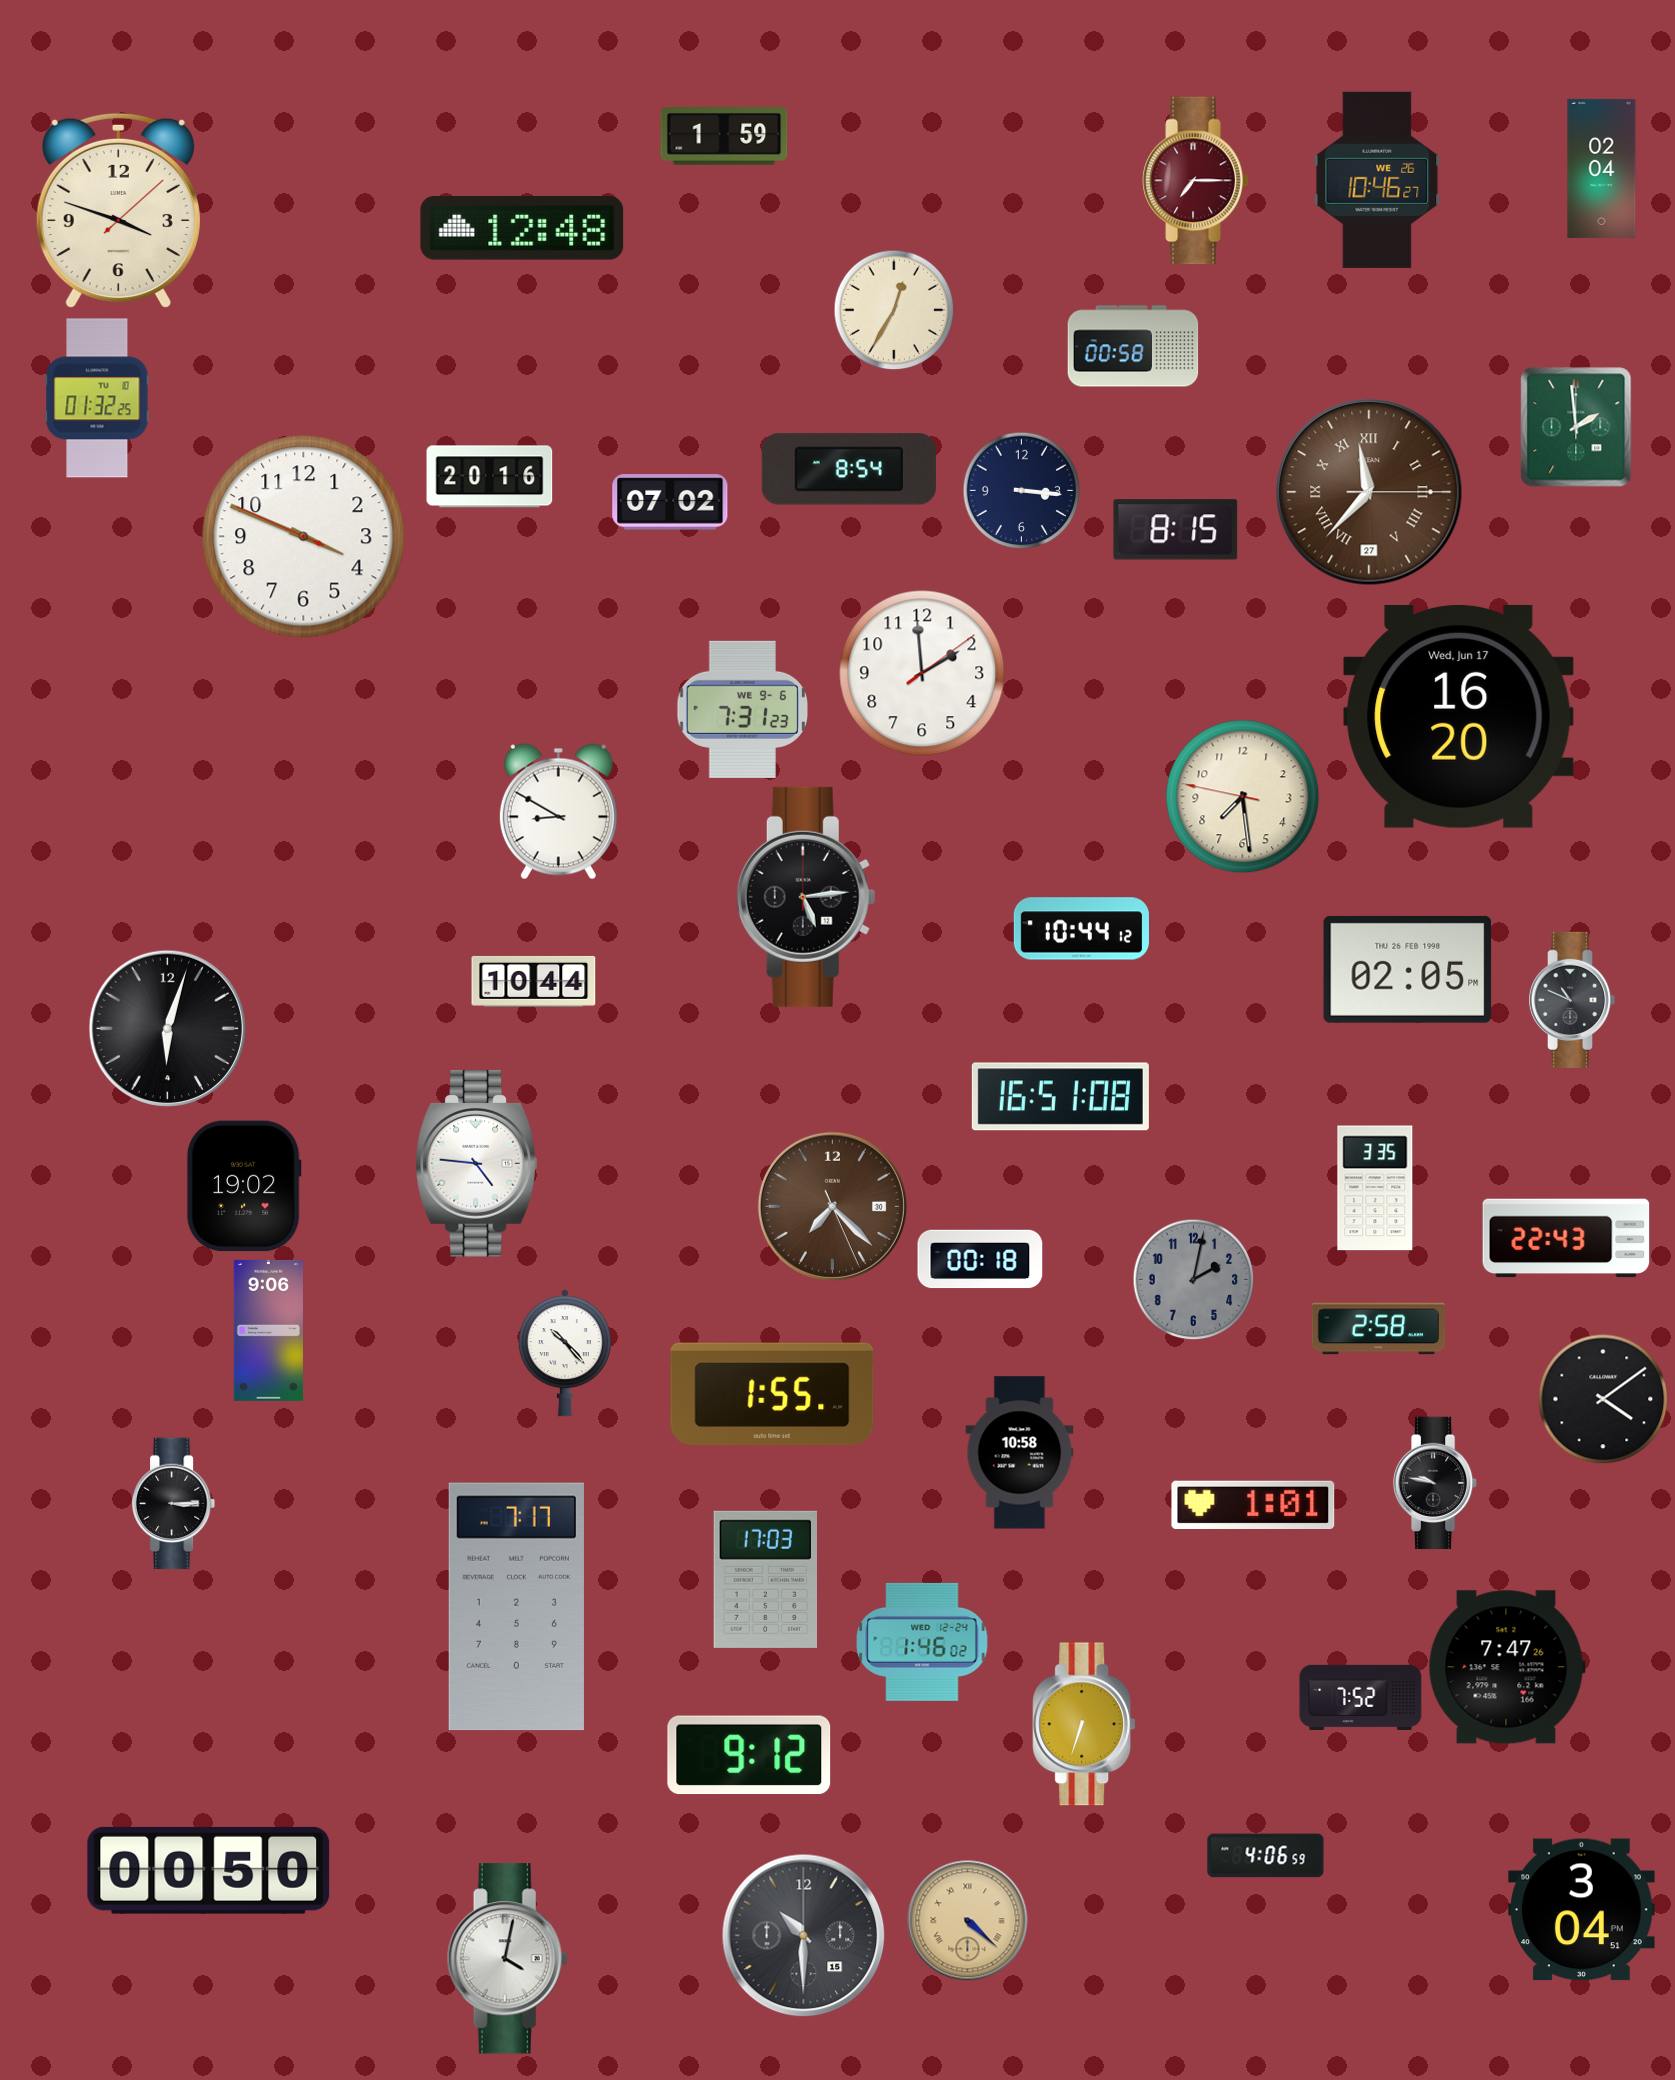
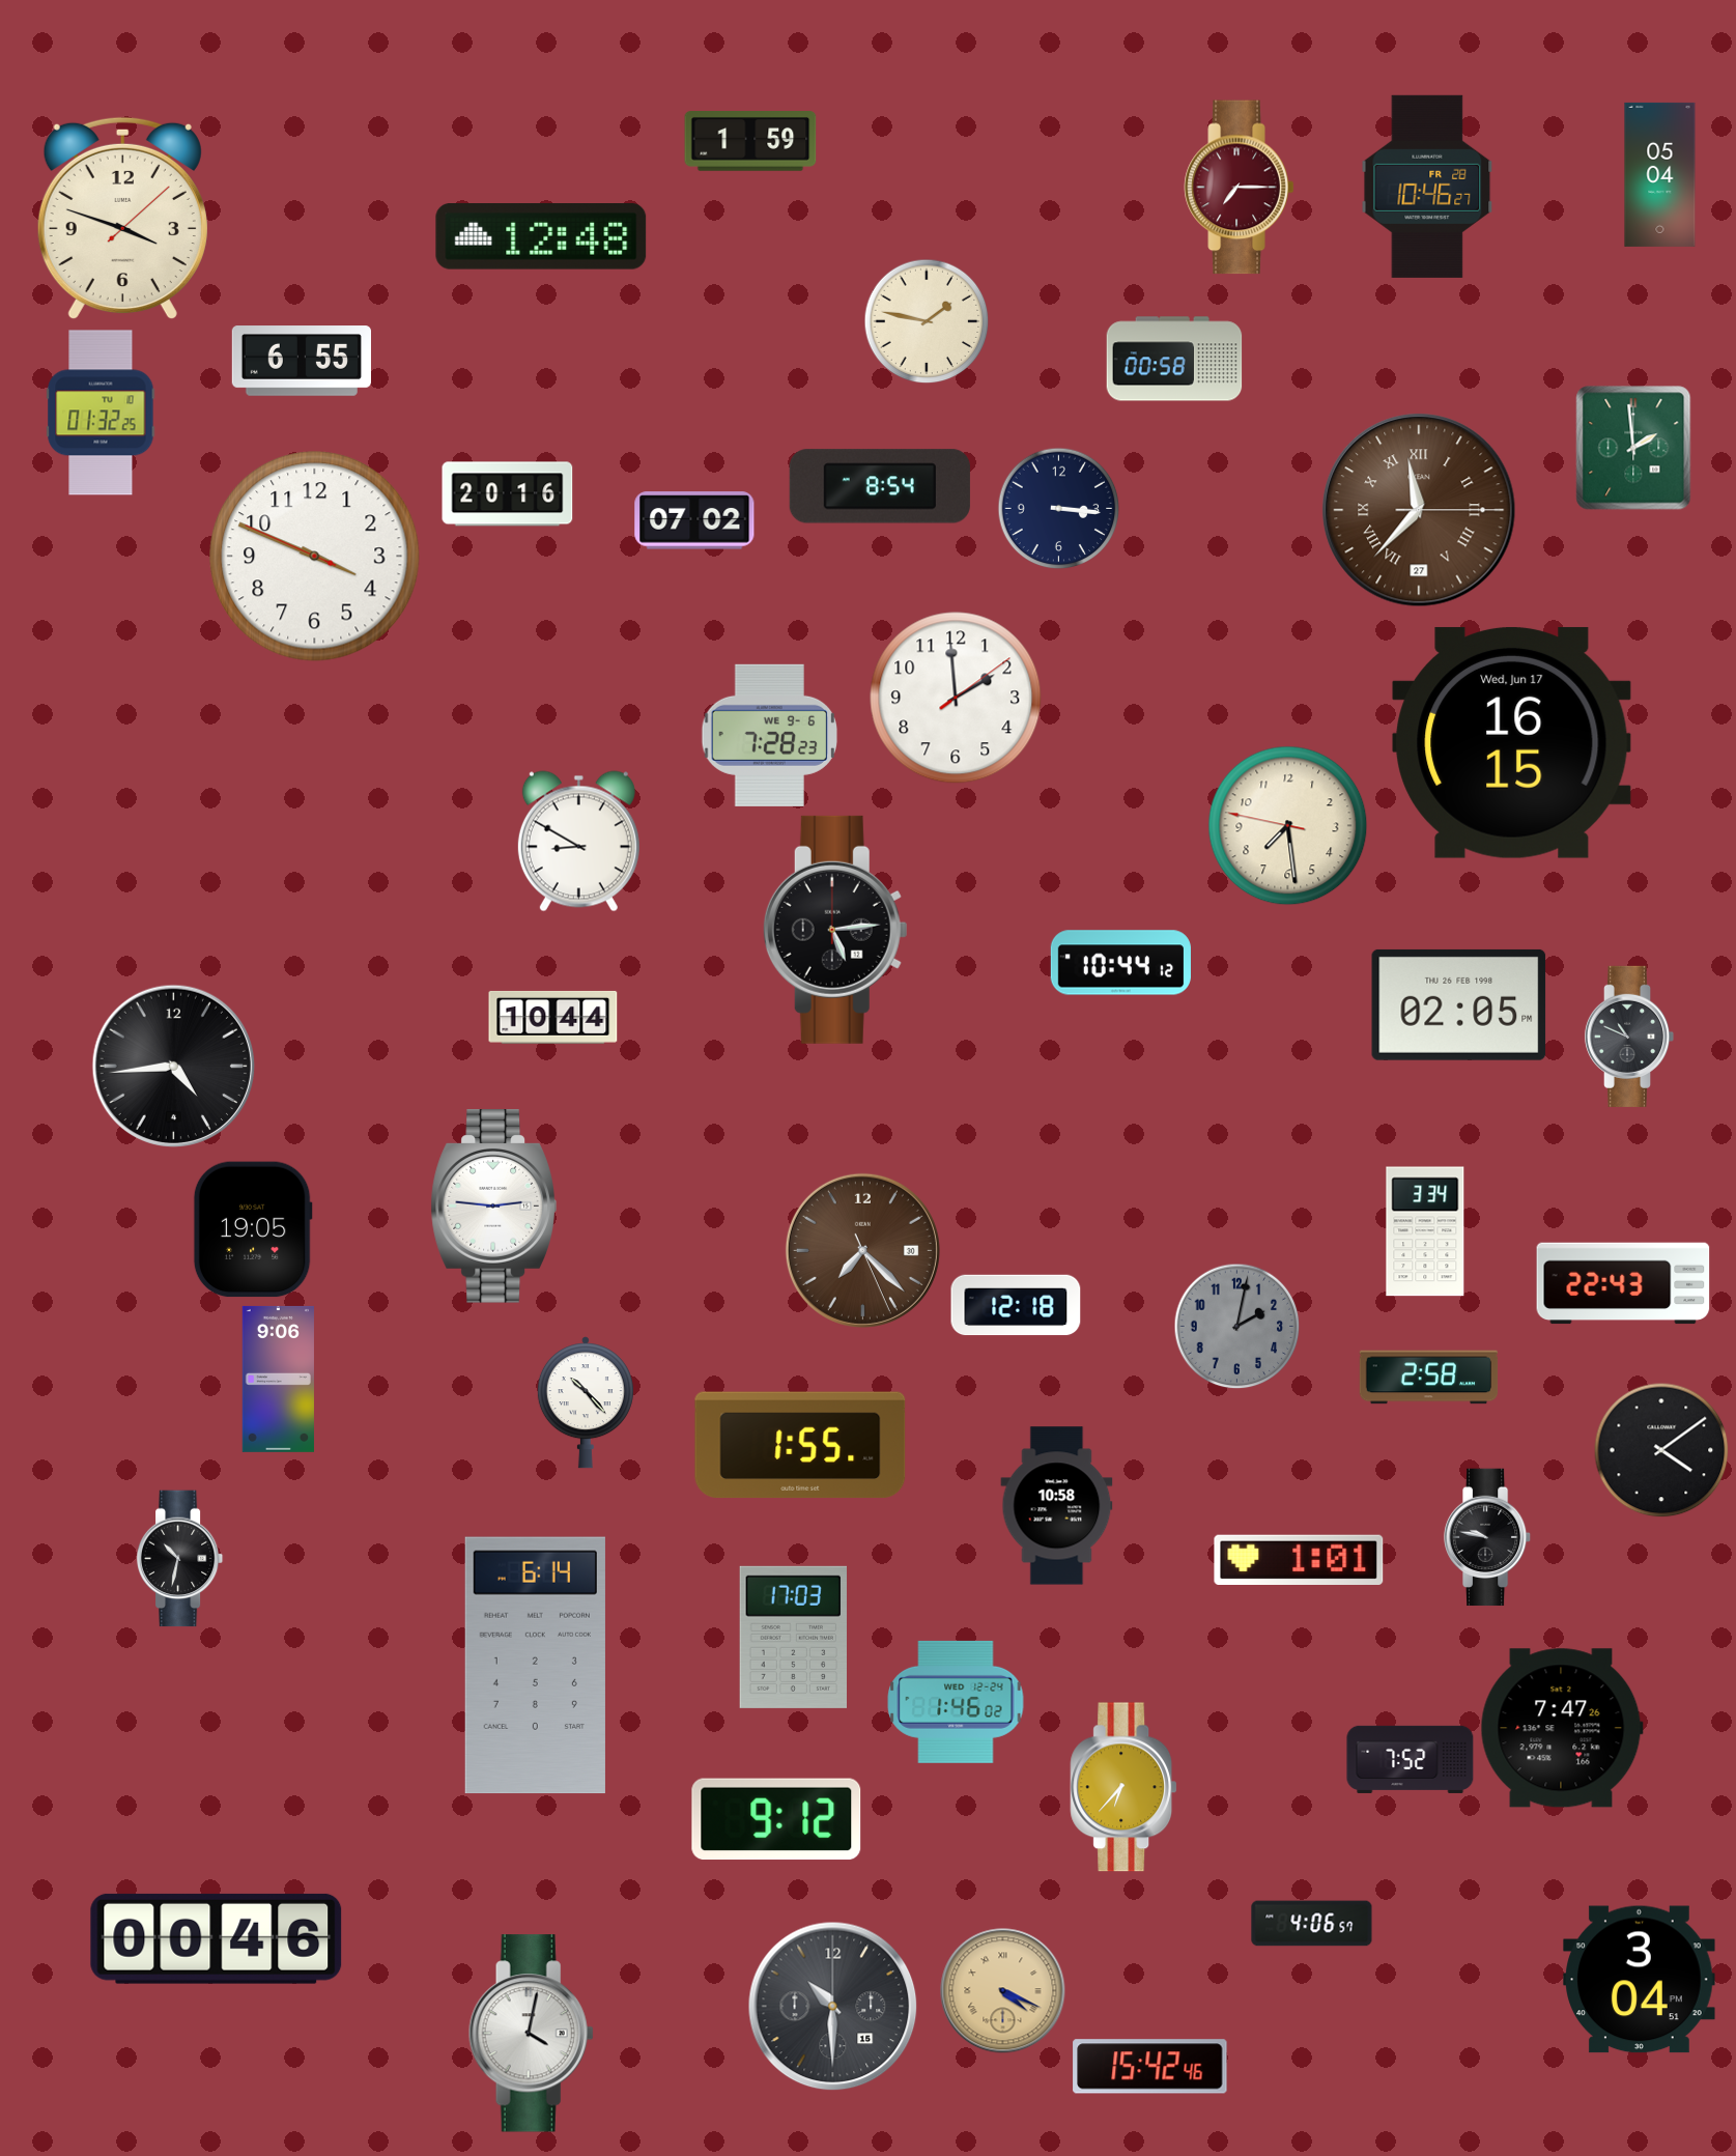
clock at (1602, 168): 02:04 -> 05:04
clock at (1377, 180) date: WE 26 -> FR 28
clock at (894, 310): 12:35 -> 1:47
clock at (301, 361): none -> 6:55
clock at (1576, 427) position: (1576, 427) -> (1633, 448)
clock at (1176, 530): 8:15 -> none
clock at (743, 709): 7:31 -> 7:28
clock at (1459, 716): 16:20 -> 16:15
clock at (167, 1028): 6:03 -> 4:44
clock at (1060, 1097): 16:51 -> none
clock at (476, 1164): 4:46 -> 2:46
clock at (244, 1186): 19:02 -> 19:05
clock at (1375, 1188): 3:35 -> 3:34
clock at (980, 1259): 00:18 -> 12:18
clock at (174, 1504): 3:15 -> 10:32
clock at (516, 1607): 7:17 -> 6:14
clock at (1084, 1724): 6:33 -> 6:37
clock at (1266, 1856): 4:06:59 -> 4:06:57
clock at (209, 1870): 00:50 -> 00:46
clock at (968, 1921): 4:22 -> 4:19
clock at (507, 1959) position: (507, 1959) -> (531, 2034)
clock at (1150, 2067): none -> 15:42
